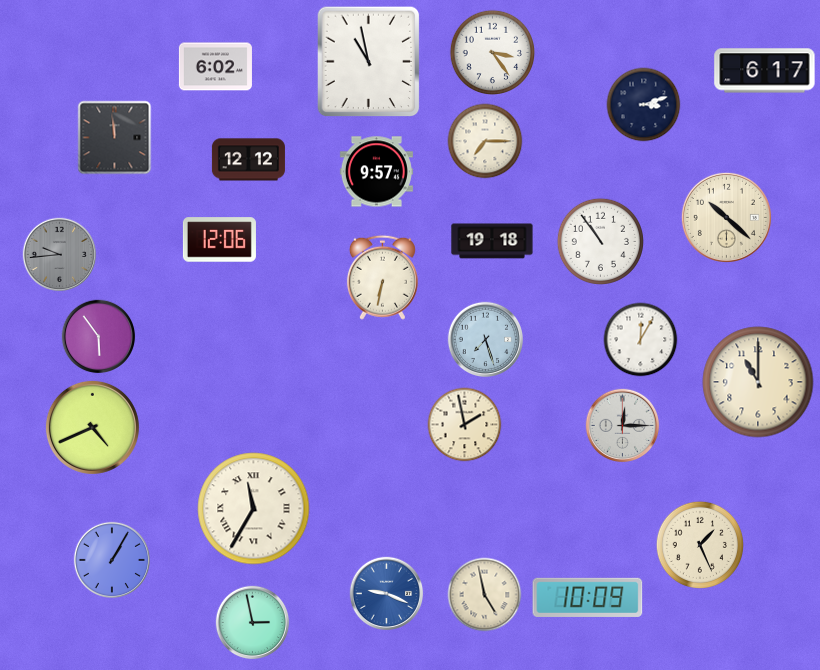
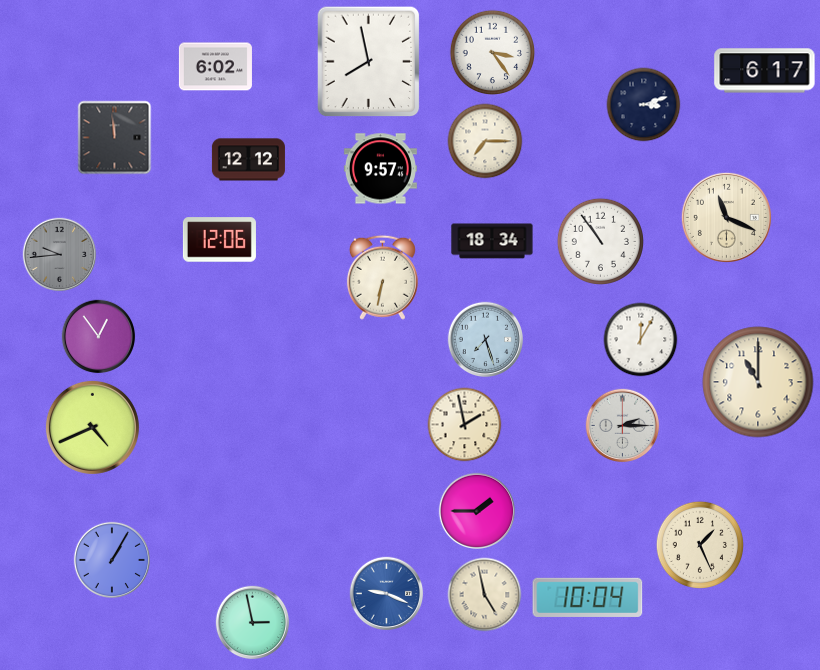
clock at (369, 62): 10:58 -> 7:58
clock at (376, 172) position: (376, 172) -> (380, 169)
clock at (726, 217): 10:22 -> 11:19
clock at (492, 241): 19:18 -> 18:34
clock at (99, 337): 5:54 -> 12:54
clock at (623, 426): 12:15 -> 2:15
clock at (254, 509): 11:35 -> none
clock at (476, 510): none -> 1:45
clock at (588, 597): 10:09 -> 10:04
